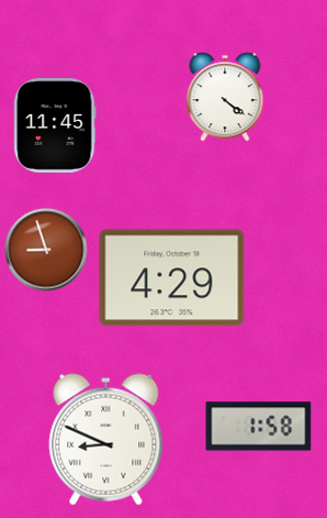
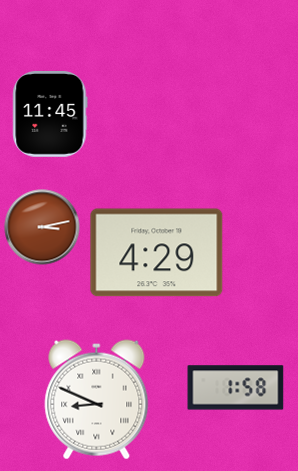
clock at (225, 97): 4:21 -> none
clock at (46, 250): 8:57 -> 3:13
